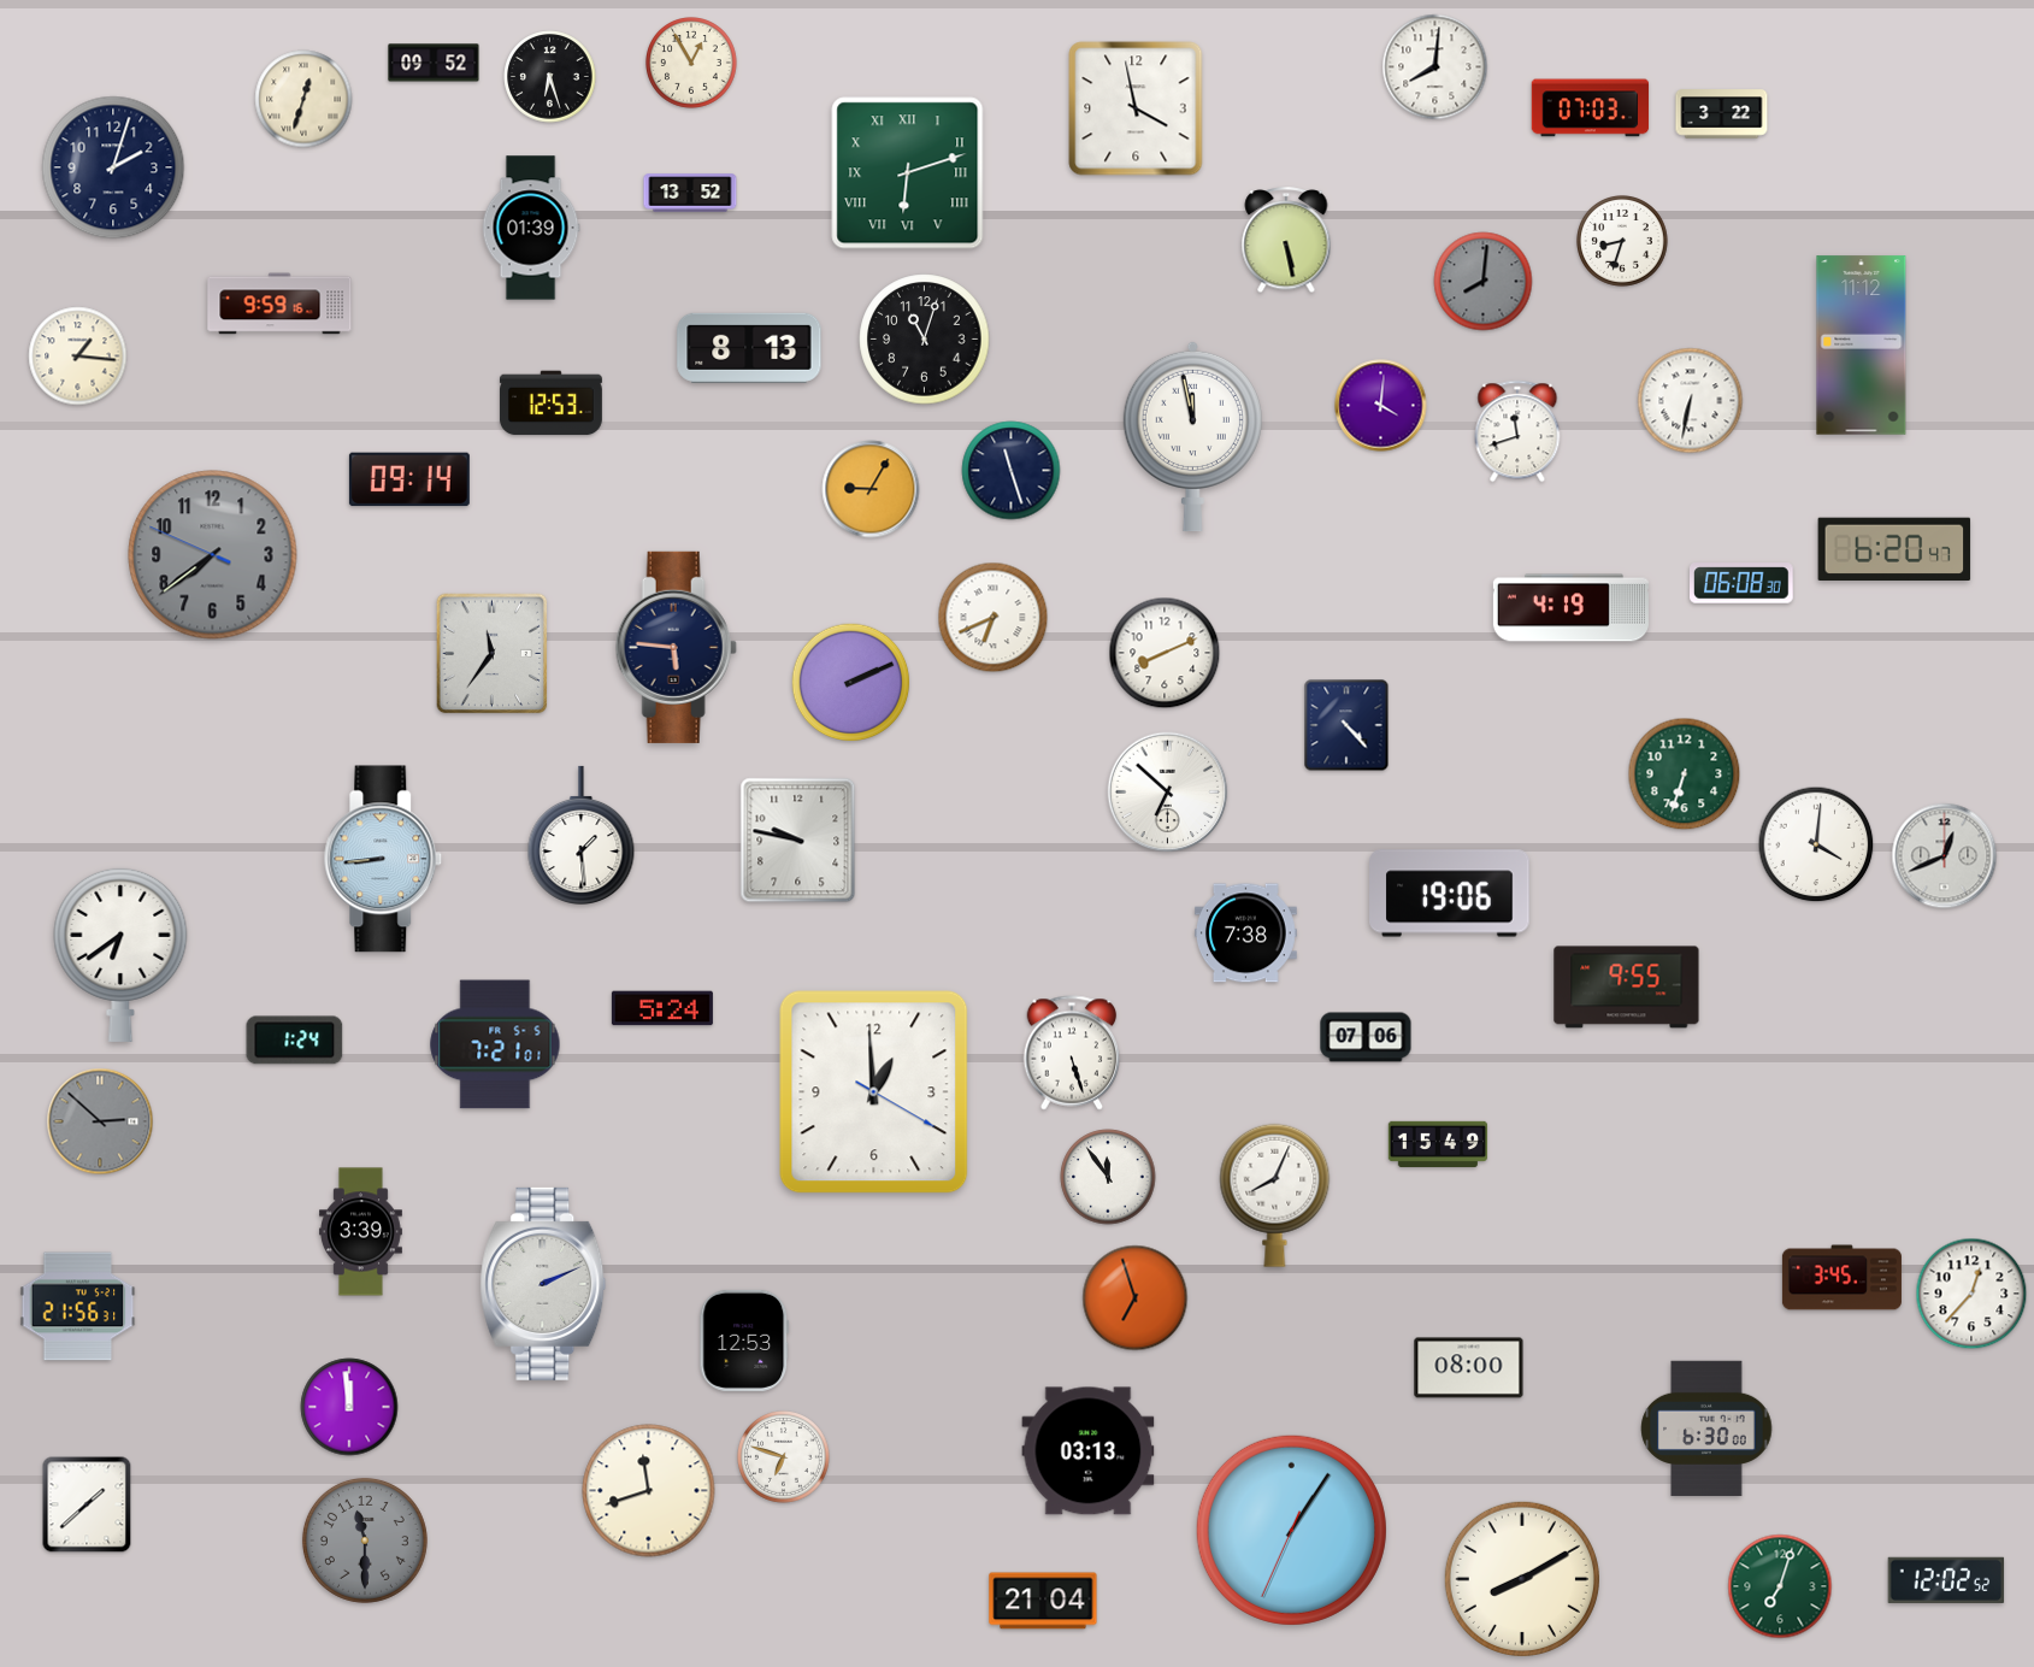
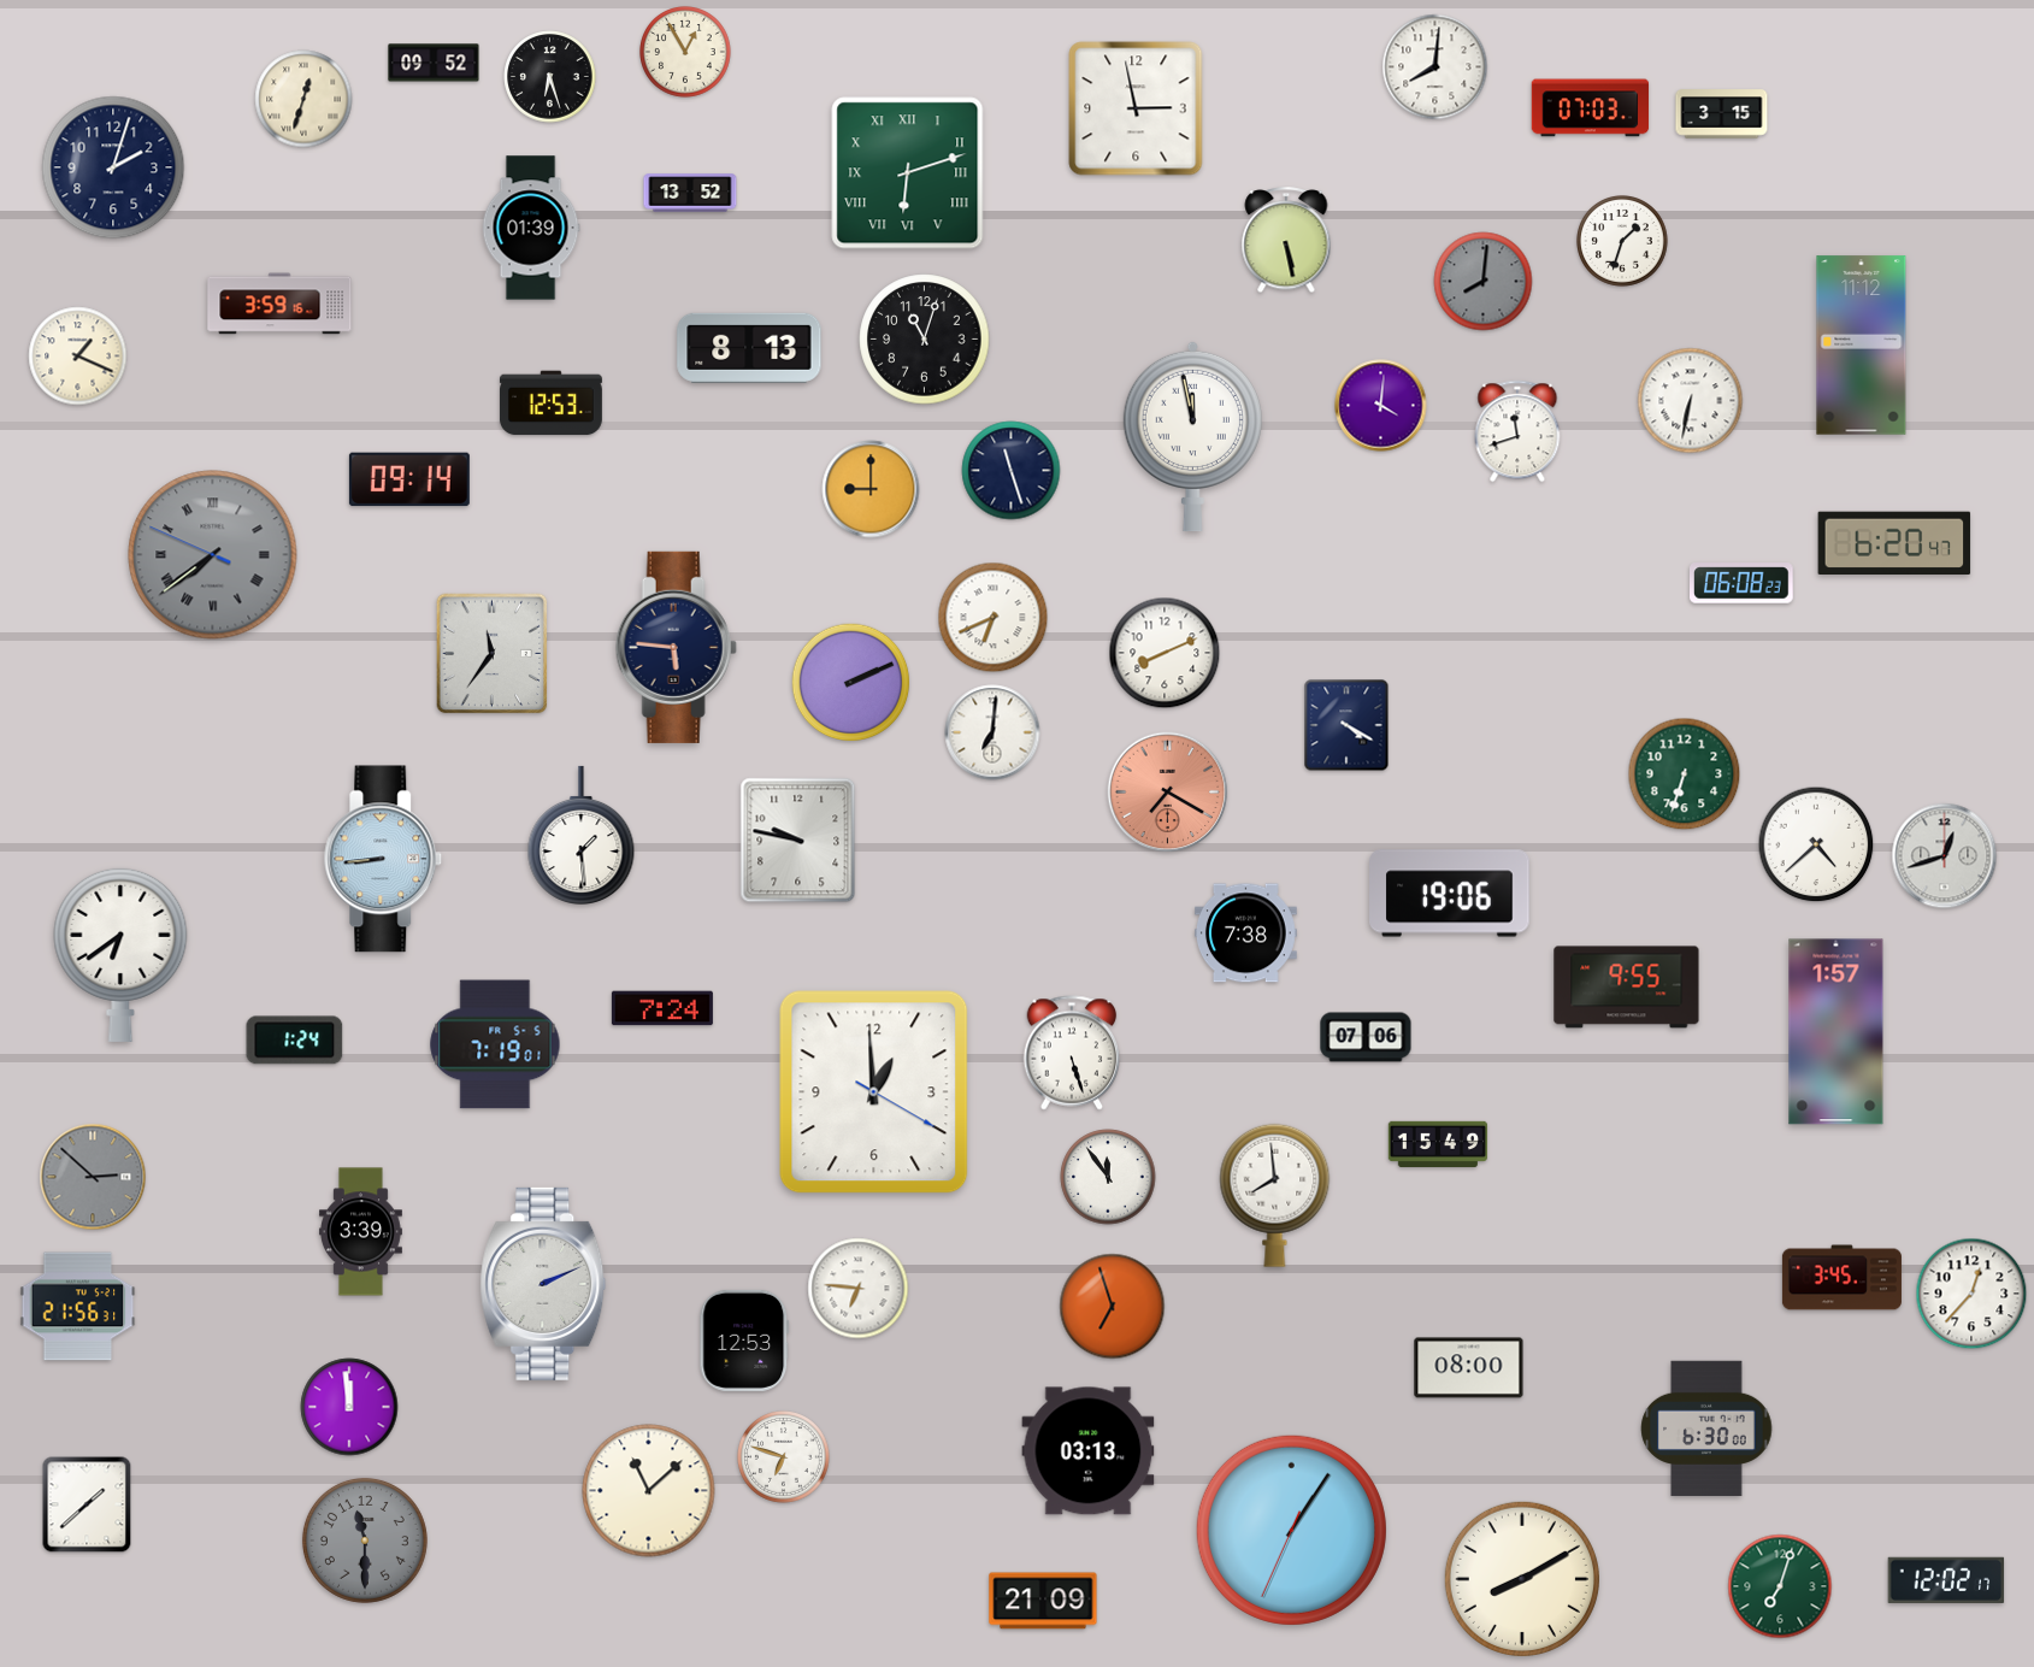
clock at (692, 64) position: (692, 64) -> (686, 53)
clock at (1136, 108): 3:58 -> 2:58
clock at (1722, 114): 3:22 -> 3:15
clock at (1623, 242): 8:33 -> 1:33
clock at (279, 304): 9:59 -> 3:59
clock at (78, 357): 1:16 -> 1:19
clock at (871, 489): 9:05 -> 9:00
clock at (1894, 548) position: (1894, 548) -> (1894, 542)
clock at (213, 555) numerals: Arabic -> Roman
clock at (1743, 583): 06:08:30 -> 06:08:23
clock at (1570, 608): 4:19 -> none
clock at (1346, 725): 4:23 -> 4:20
clock at (992, 732): none -> 7:01
clock at (1168, 793): 6:52 -> 7:20
clock at (1168, 793) dial: white -> salmon
clock at (1816, 844): 4:01 -> 4:38
clock at (1945, 856): 12:41 -> 12:42
clock at (662, 1008): 5:24 -> 7:24
clock at (1837, 1032): none -> 1:57
clock at (495, 1044): 7:21 -> 7:19
clock at (100, 1121) position: (100, 1121) -> (93, 1177)
clock at (1275, 1195): 8:04 -> 7:59
clock at (859, 1289): none -> 6:46
clock at (1136, 1298) position: (1136, 1298) -> (1113, 1307)
clock at (649, 1491): 11:42 -> 11:08
clock at (1946, 1580): 12:02:52 -> 12:02:17
clock at (1043, 1601): 21:04 -> 21:09
